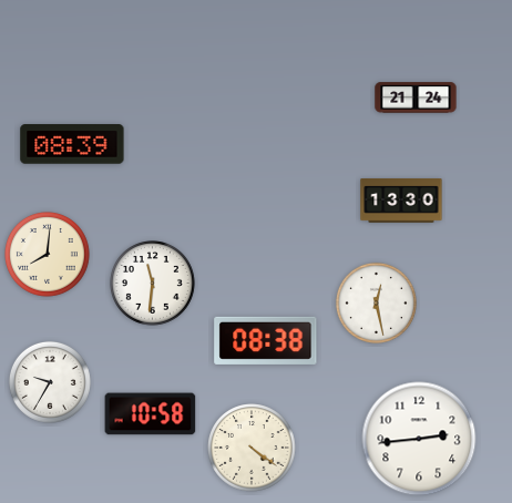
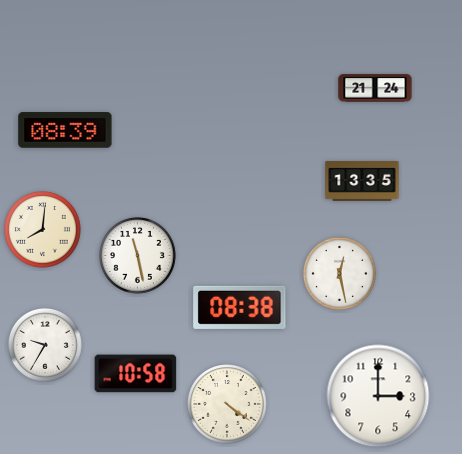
clock at (401, 202): 13:30 -> 13:35
clock at (153, 284): 11:31 -> 11:28
clock at (419, 439): 2:44 -> 3:00
